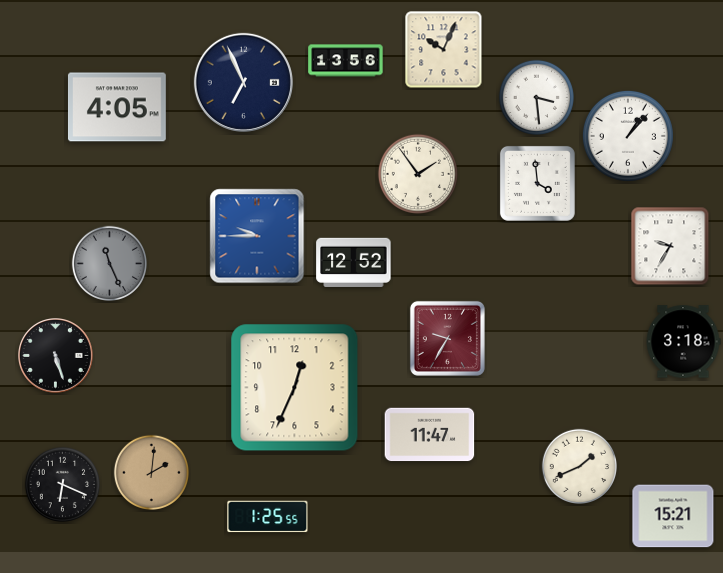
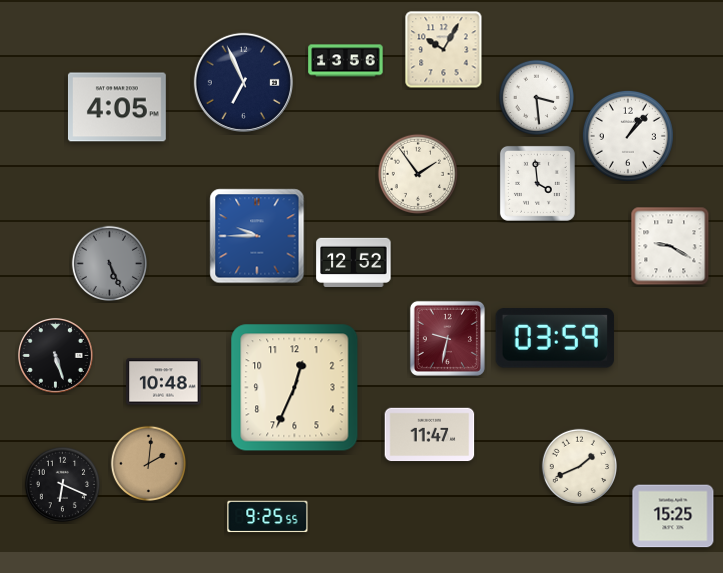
clock at (444, 50): 10:04 -> 10:05
clock at (670, 246): 9:35 -> 9:20
clock at (109, 263): 11:26 -> 5:26
clock at (447, 338): 9:35 -> 9:32
clock at (555, 338): none -> 03:59
clock at (683, 342): 3:18 -> none
clock at (164, 382): none -> 10:48
clock at (151, 472) position: (151, 472) -> (148, 463)
clock at (673, 516): 15:21 -> 15:25
clock at (268, 517): 1:25 -> 9:25
